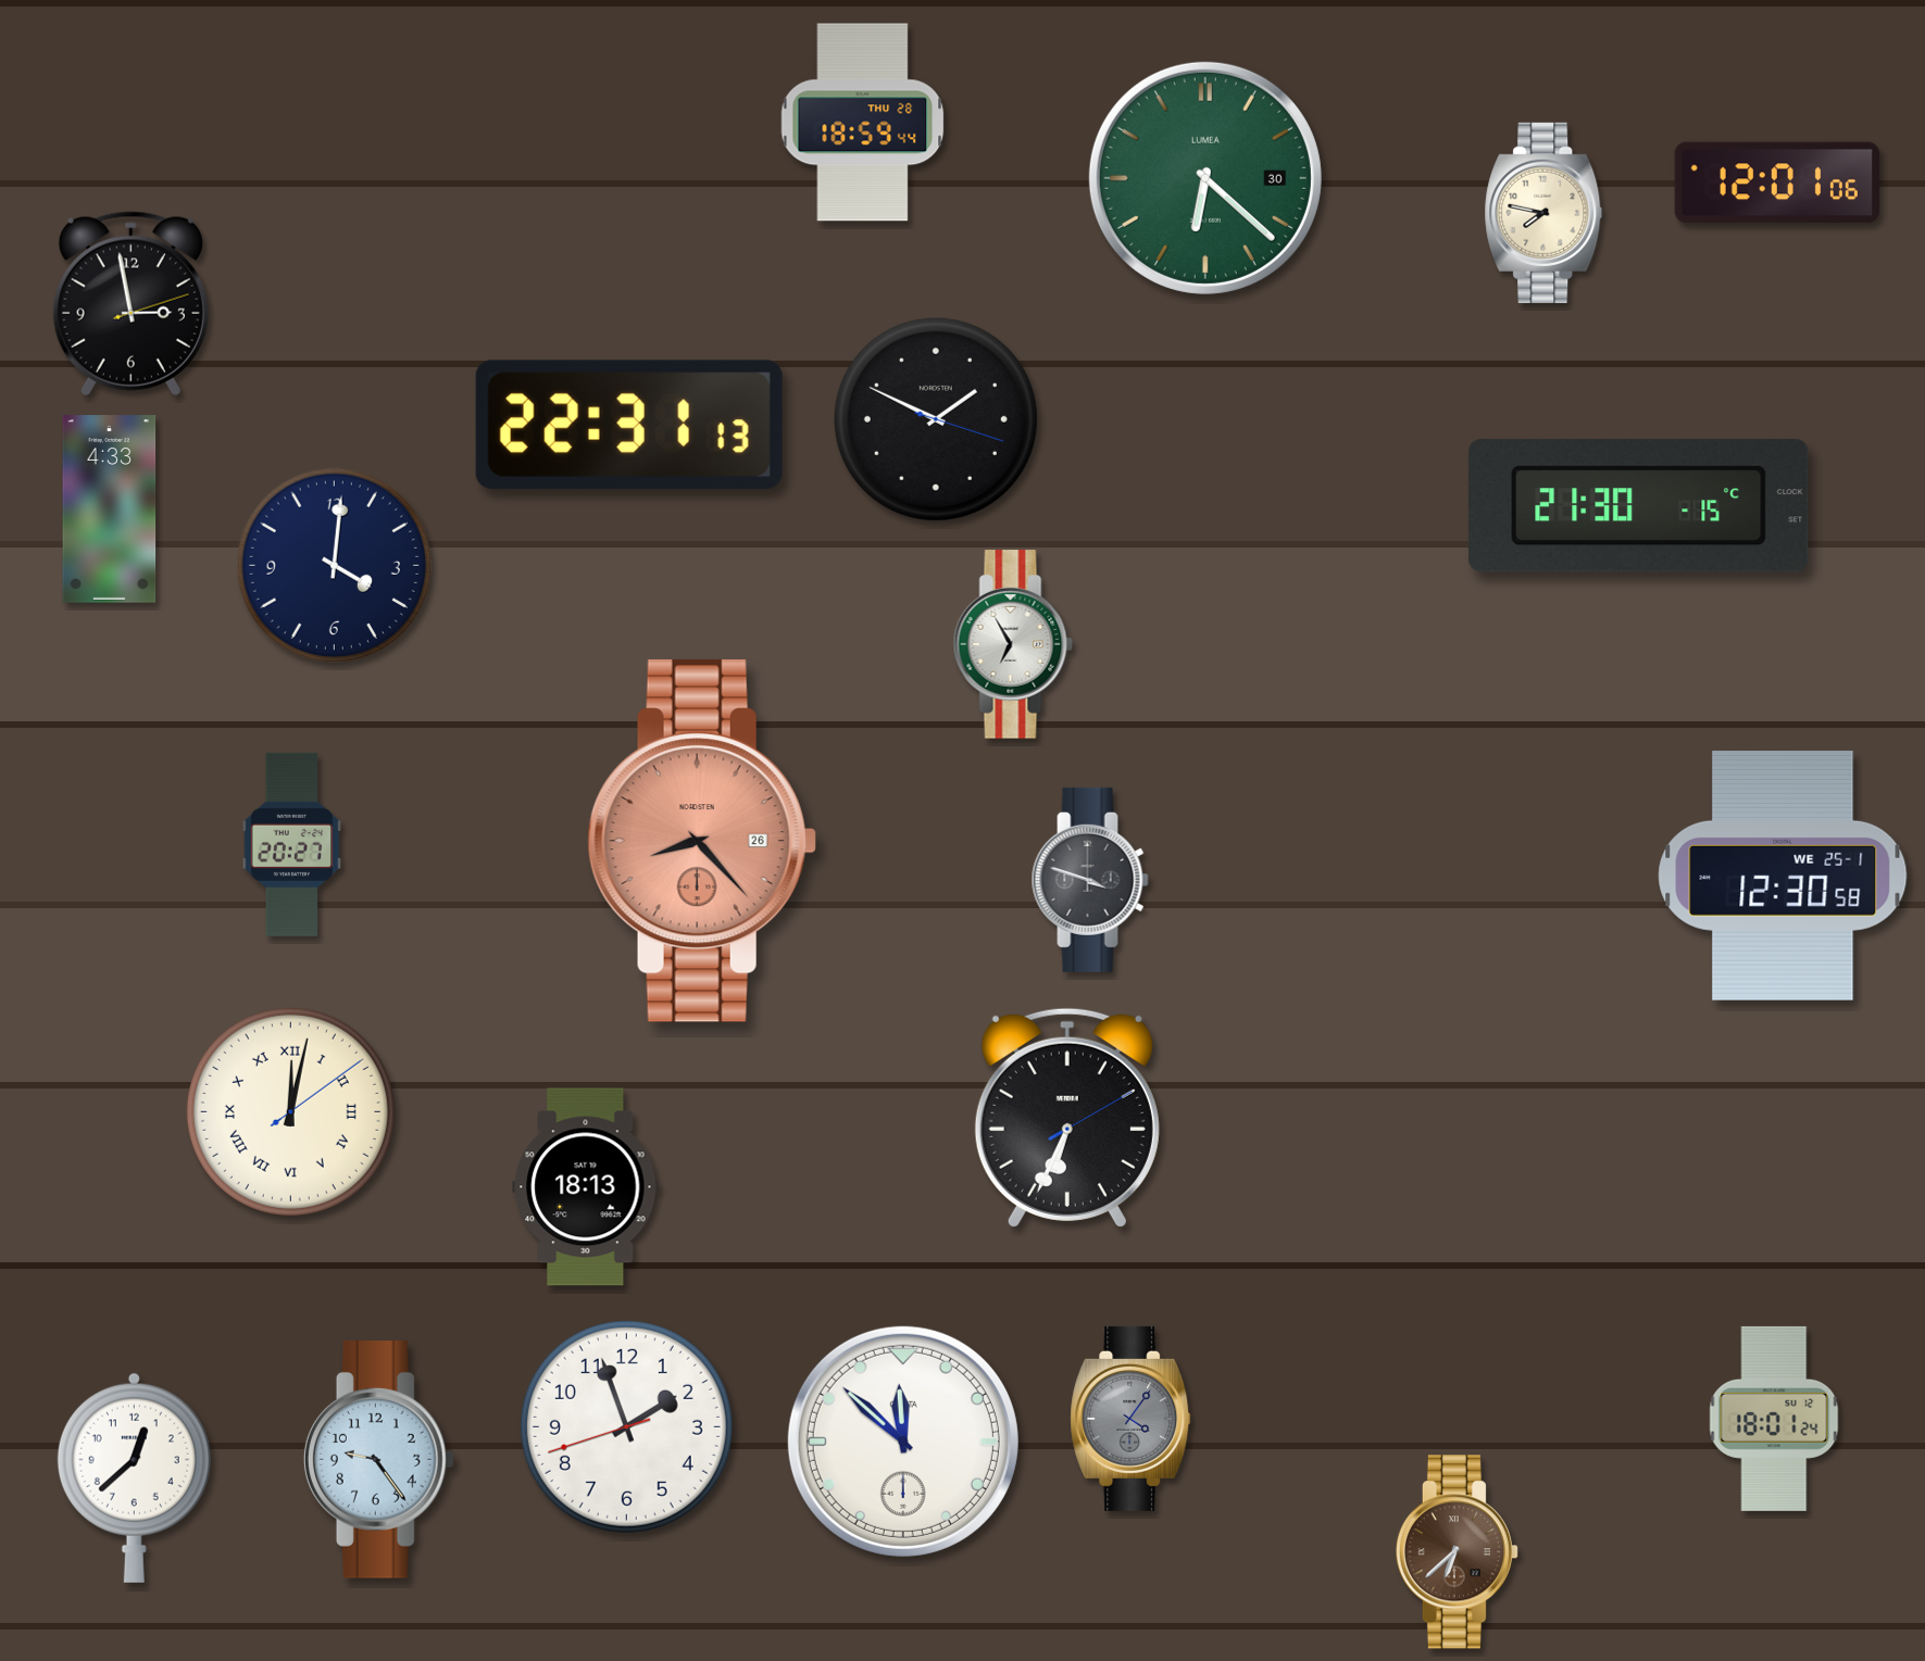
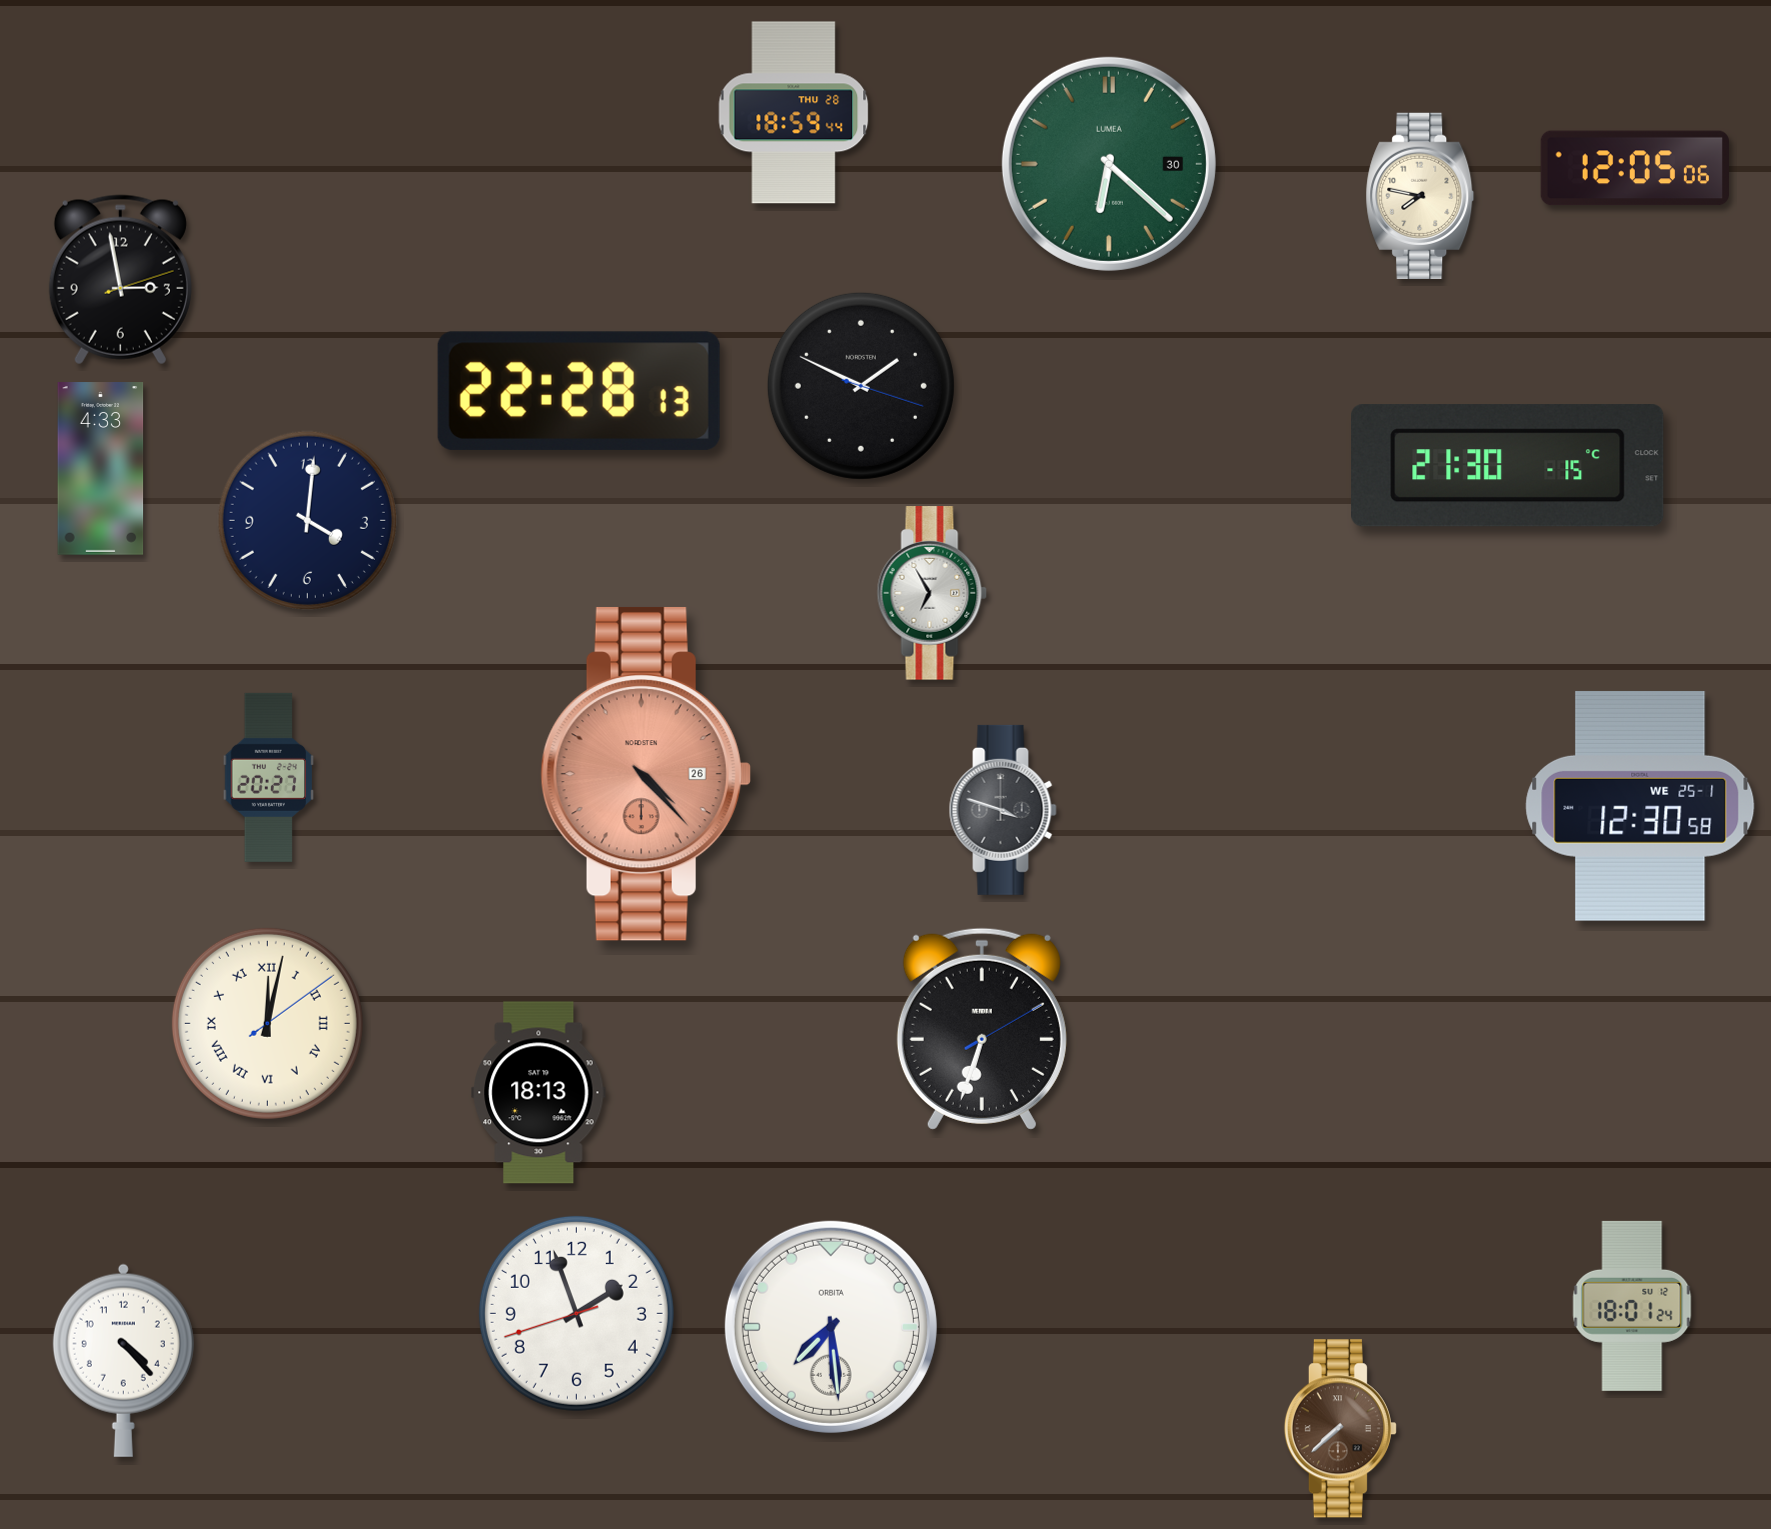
clock at (1777, 183): 12:01 -> 12:05
clock at (629, 425): 22:31 -> 22:28
clock at (702, 841): 8:23 -> 4:23
clock at (1067, 1118): 6:34 -> 6:33
clock at (1130, 1419): 4:06 -> none
clock at (903, 1442): 11:52 -> 7:29
clock at (378, 1460): 9:24 -> none
clock at (134, 1477): 12:38 -> 4:23
clock at (1457, 1552): 6:38 -> 7:38
